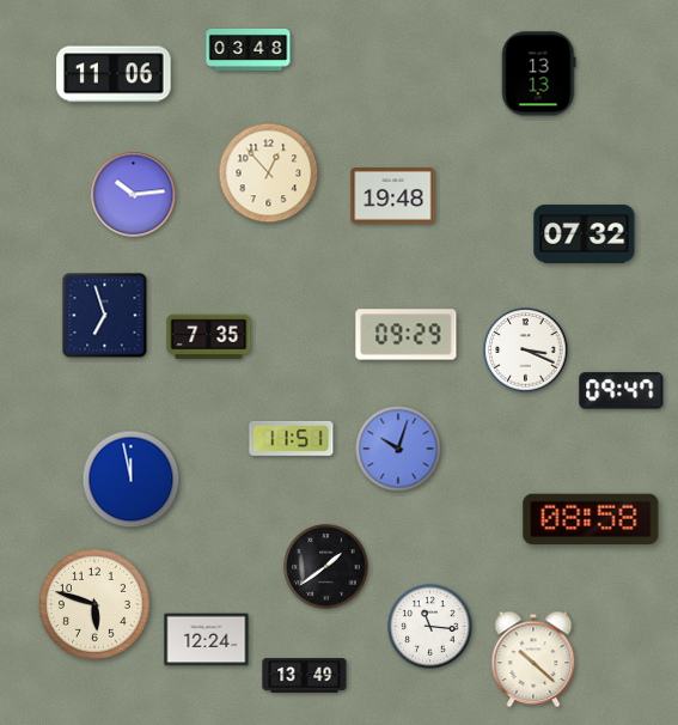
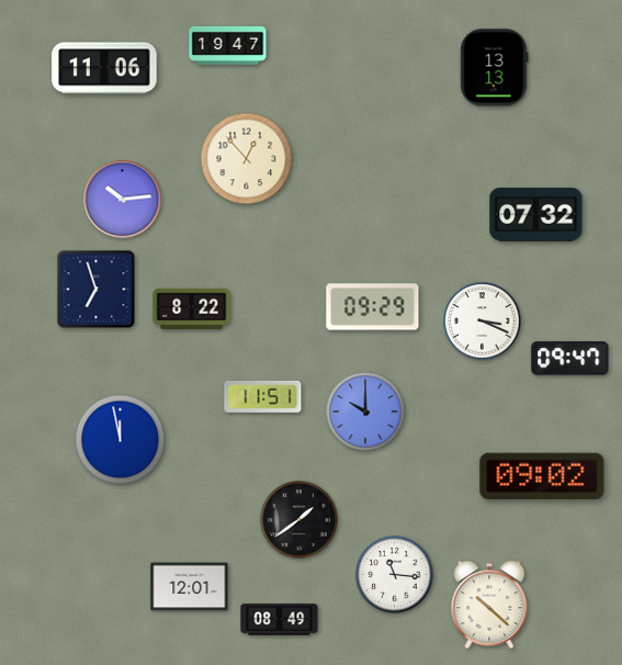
clock at (249, 49): 03:48 -> 19:47
clock at (134, 195) position: (134, 195) -> (123, 200)
clock at (393, 196): 19:48 -> none
clock at (209, 337): 7:35 -> 8:22
clock at (292, 438) position: (292, 438) -> (263, 396)
clock at (398, 449): 10:03 -> 10:00
clock at (591, 519): 08:58 -> 09:02
clock at (94, 604): 5:48 -> none
clock at (207, 640): 12:24 -> 12:01
clock at (305, 676): 13:49 -> 08:49
